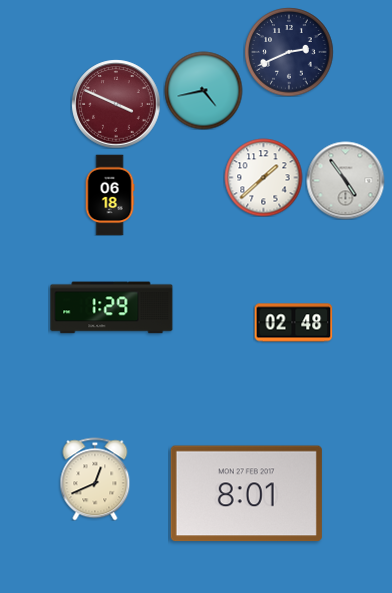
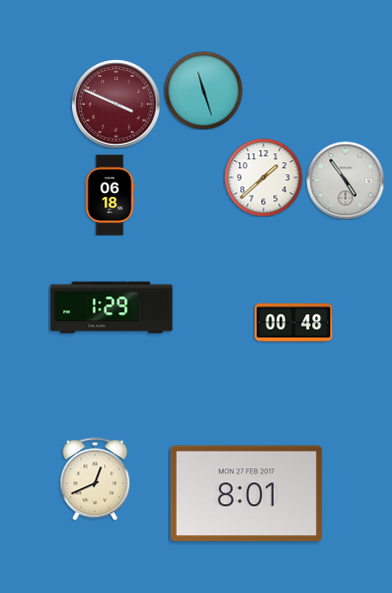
clock at (289, 52): 2:41 -> none
clock at (203, 90): 4:43 -> 11:27
clock at (293, 323): 02:48 -> 00:48
